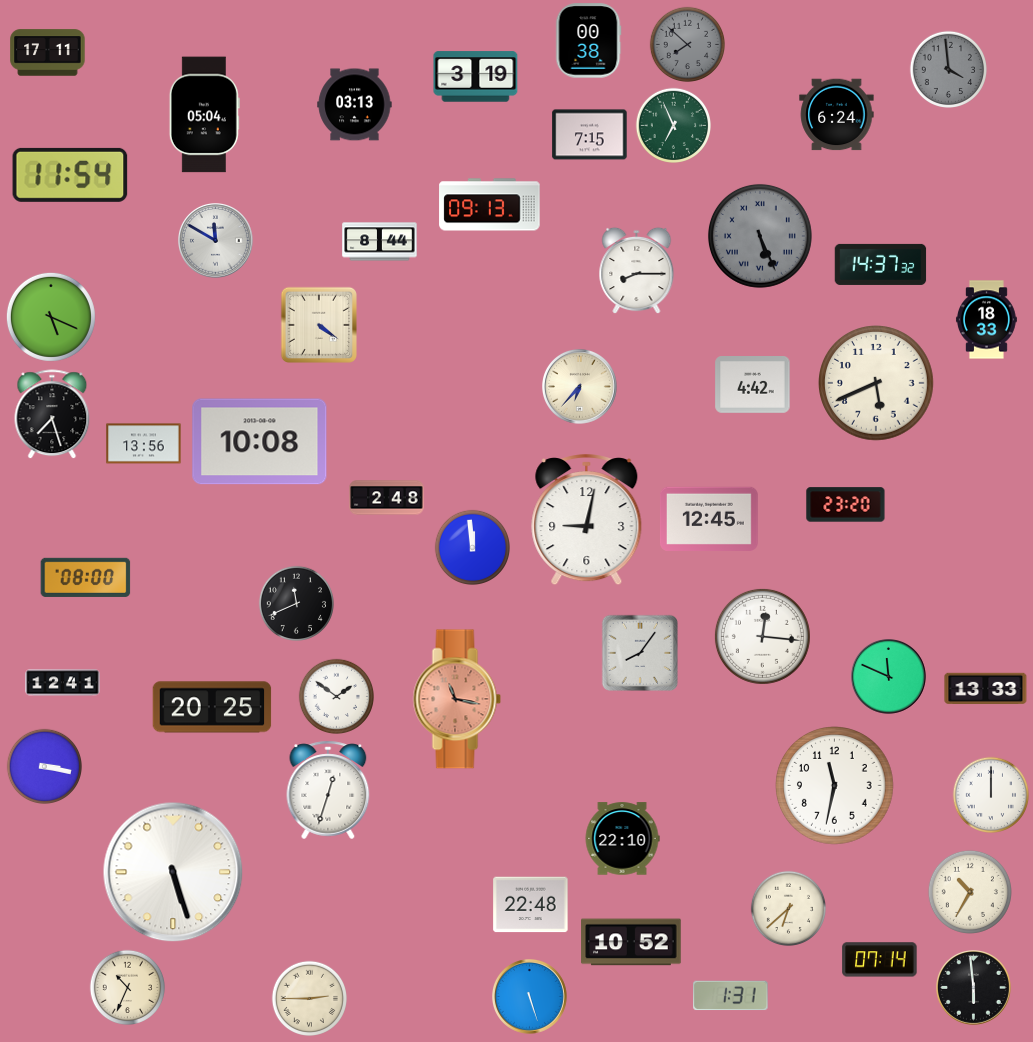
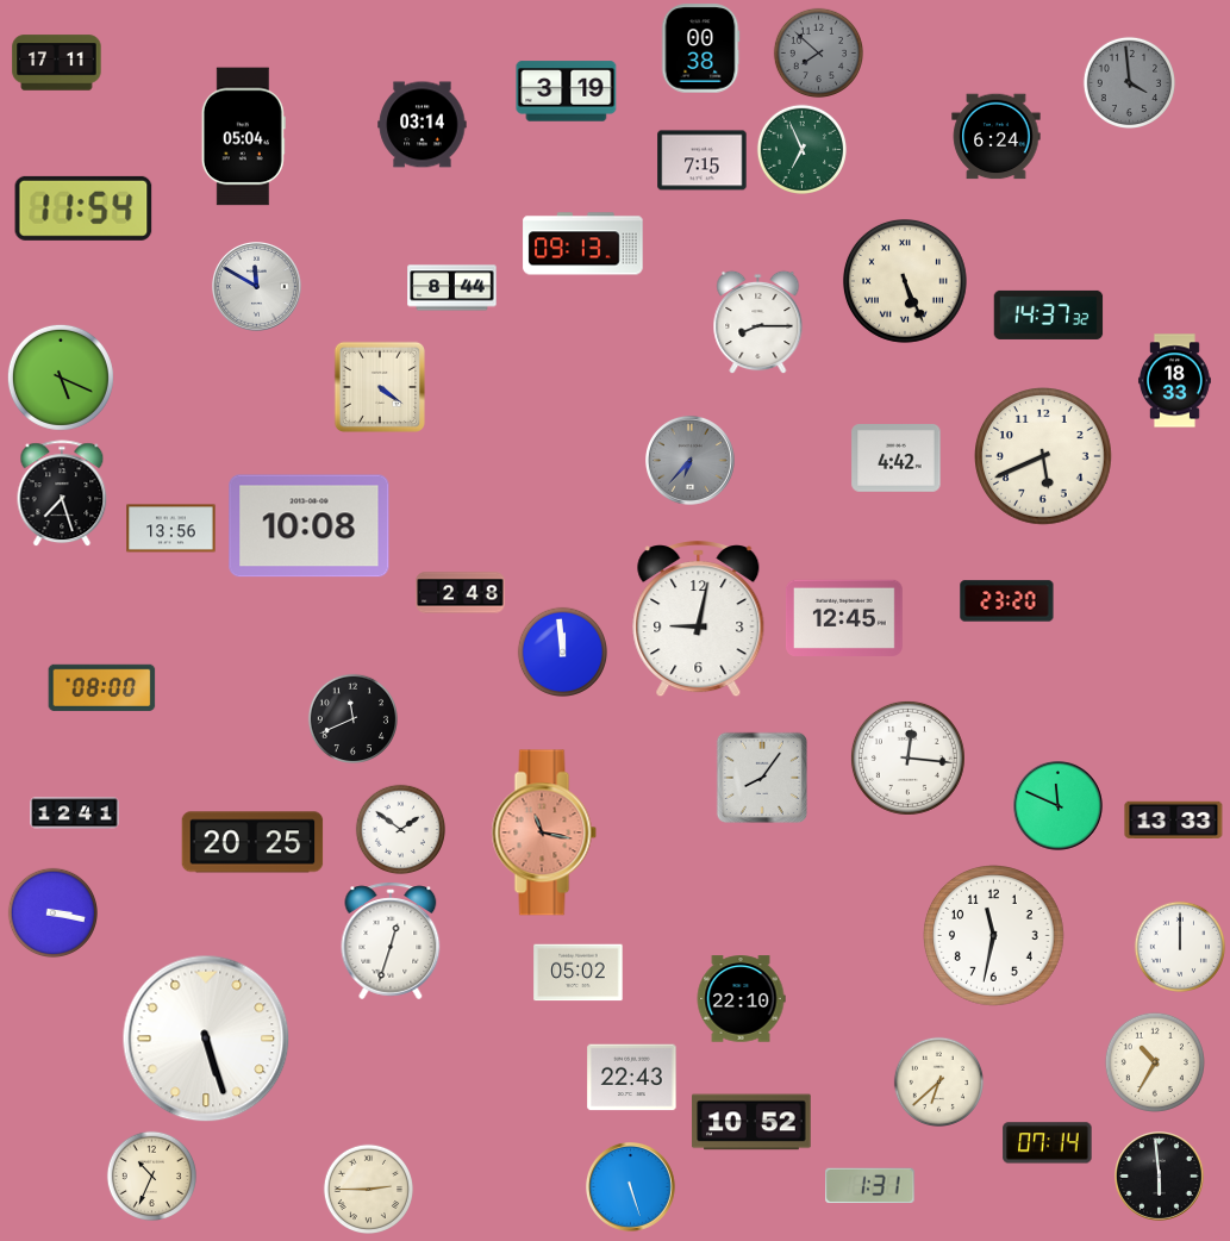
clock at (355, 105): 03:13 -> 03:14
clock at (760, 236) dial: grey -> cream
clock at (580, 387) dial: cream -> grey
clock at (579, 973): none -> 05:02
clock at (531, 905): 22:48 -> 22:43
